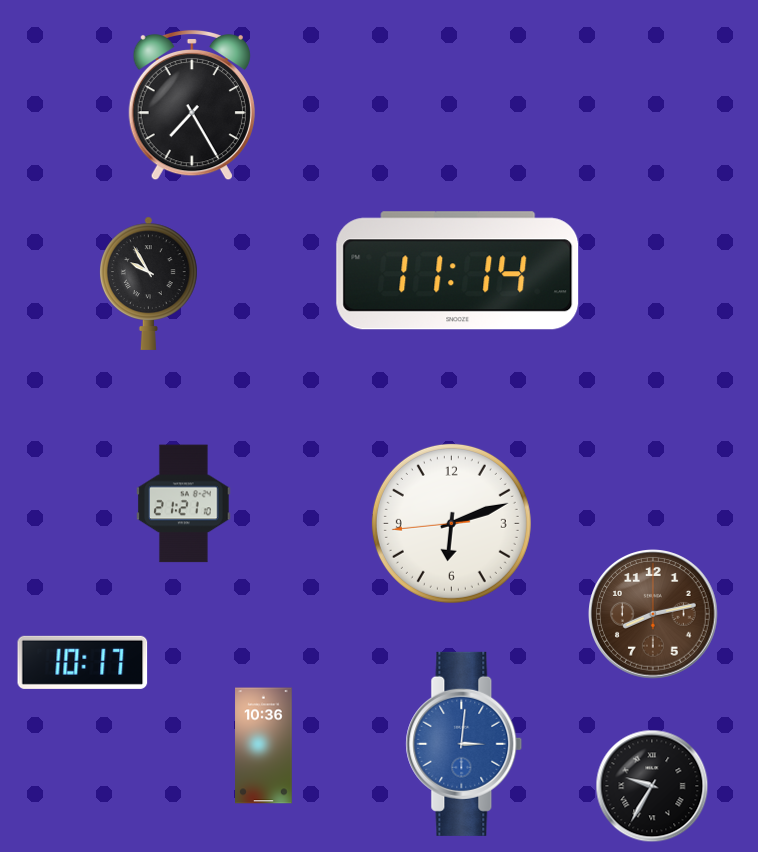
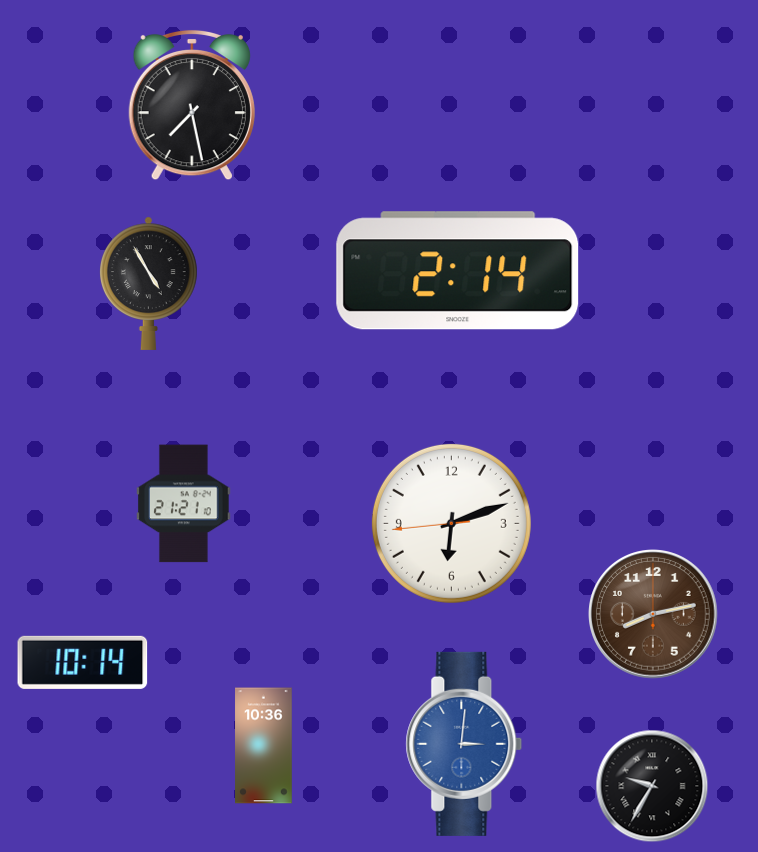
clock at (192, 105): 7:25 -> 7:28
clock at (458, 271): 11:14 -> 2:14
clock at (149, 283): 9:55 -> 4:55
clock at (83, 662): 10:17 -> 10:14
